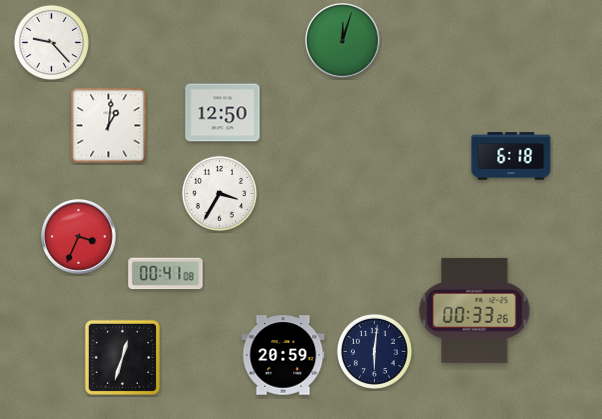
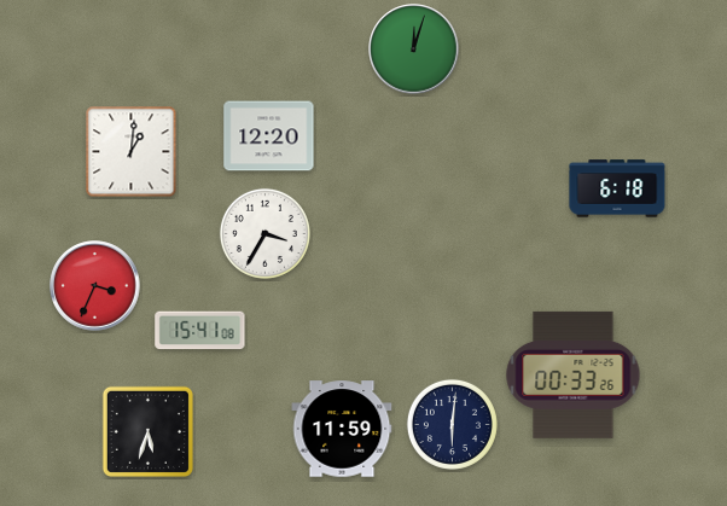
clock at (51, 42): 9:23 -> none
clock at (223, 113): 12:50 -> 12:20
clock at (166, 274): 00:41 -> 15:41
clock at (283, 355): 20:59 -> 11:59
clock at (122, 357): 12:33 -> 5:33
